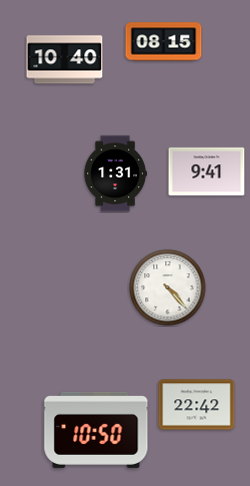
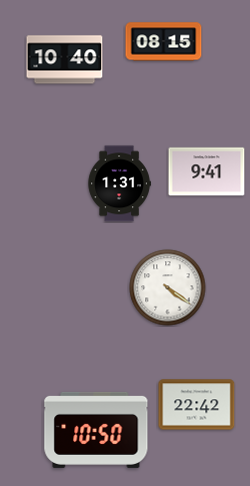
clock at (115, 174) position: (115, 174) -> (119, 184)
clock at (168, 288): 4:23 -> 4:21
